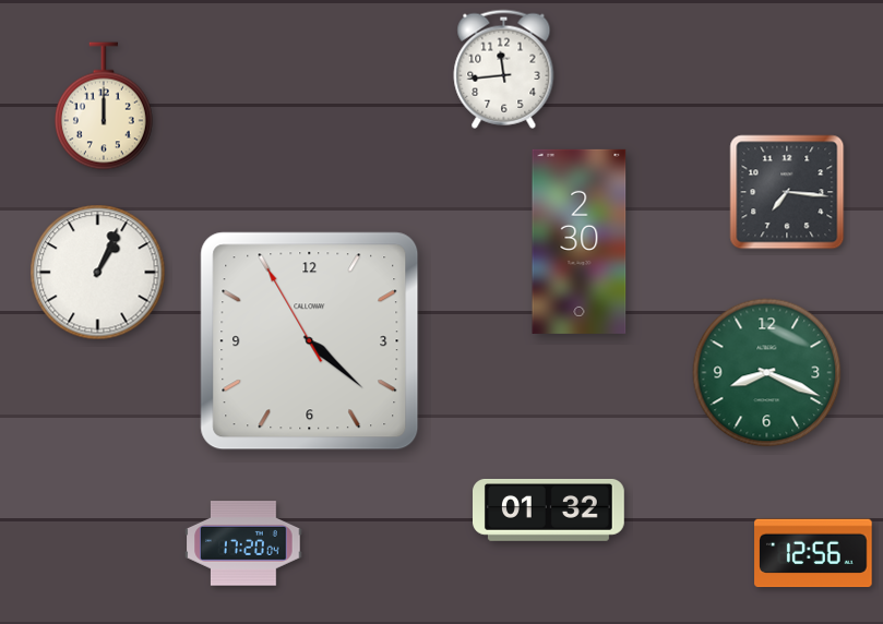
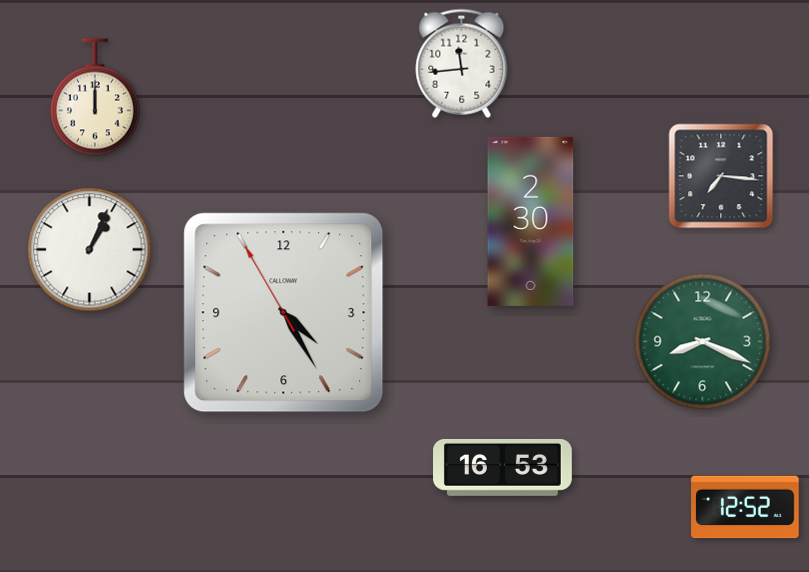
clock at (310, 341): 4:21 -> 4:24
clock at (549, 509): 01:32 -> 16:53
clock at (243, 543): 17:20 -> none
clock at (813, 553): 12:56 -> 12:52
